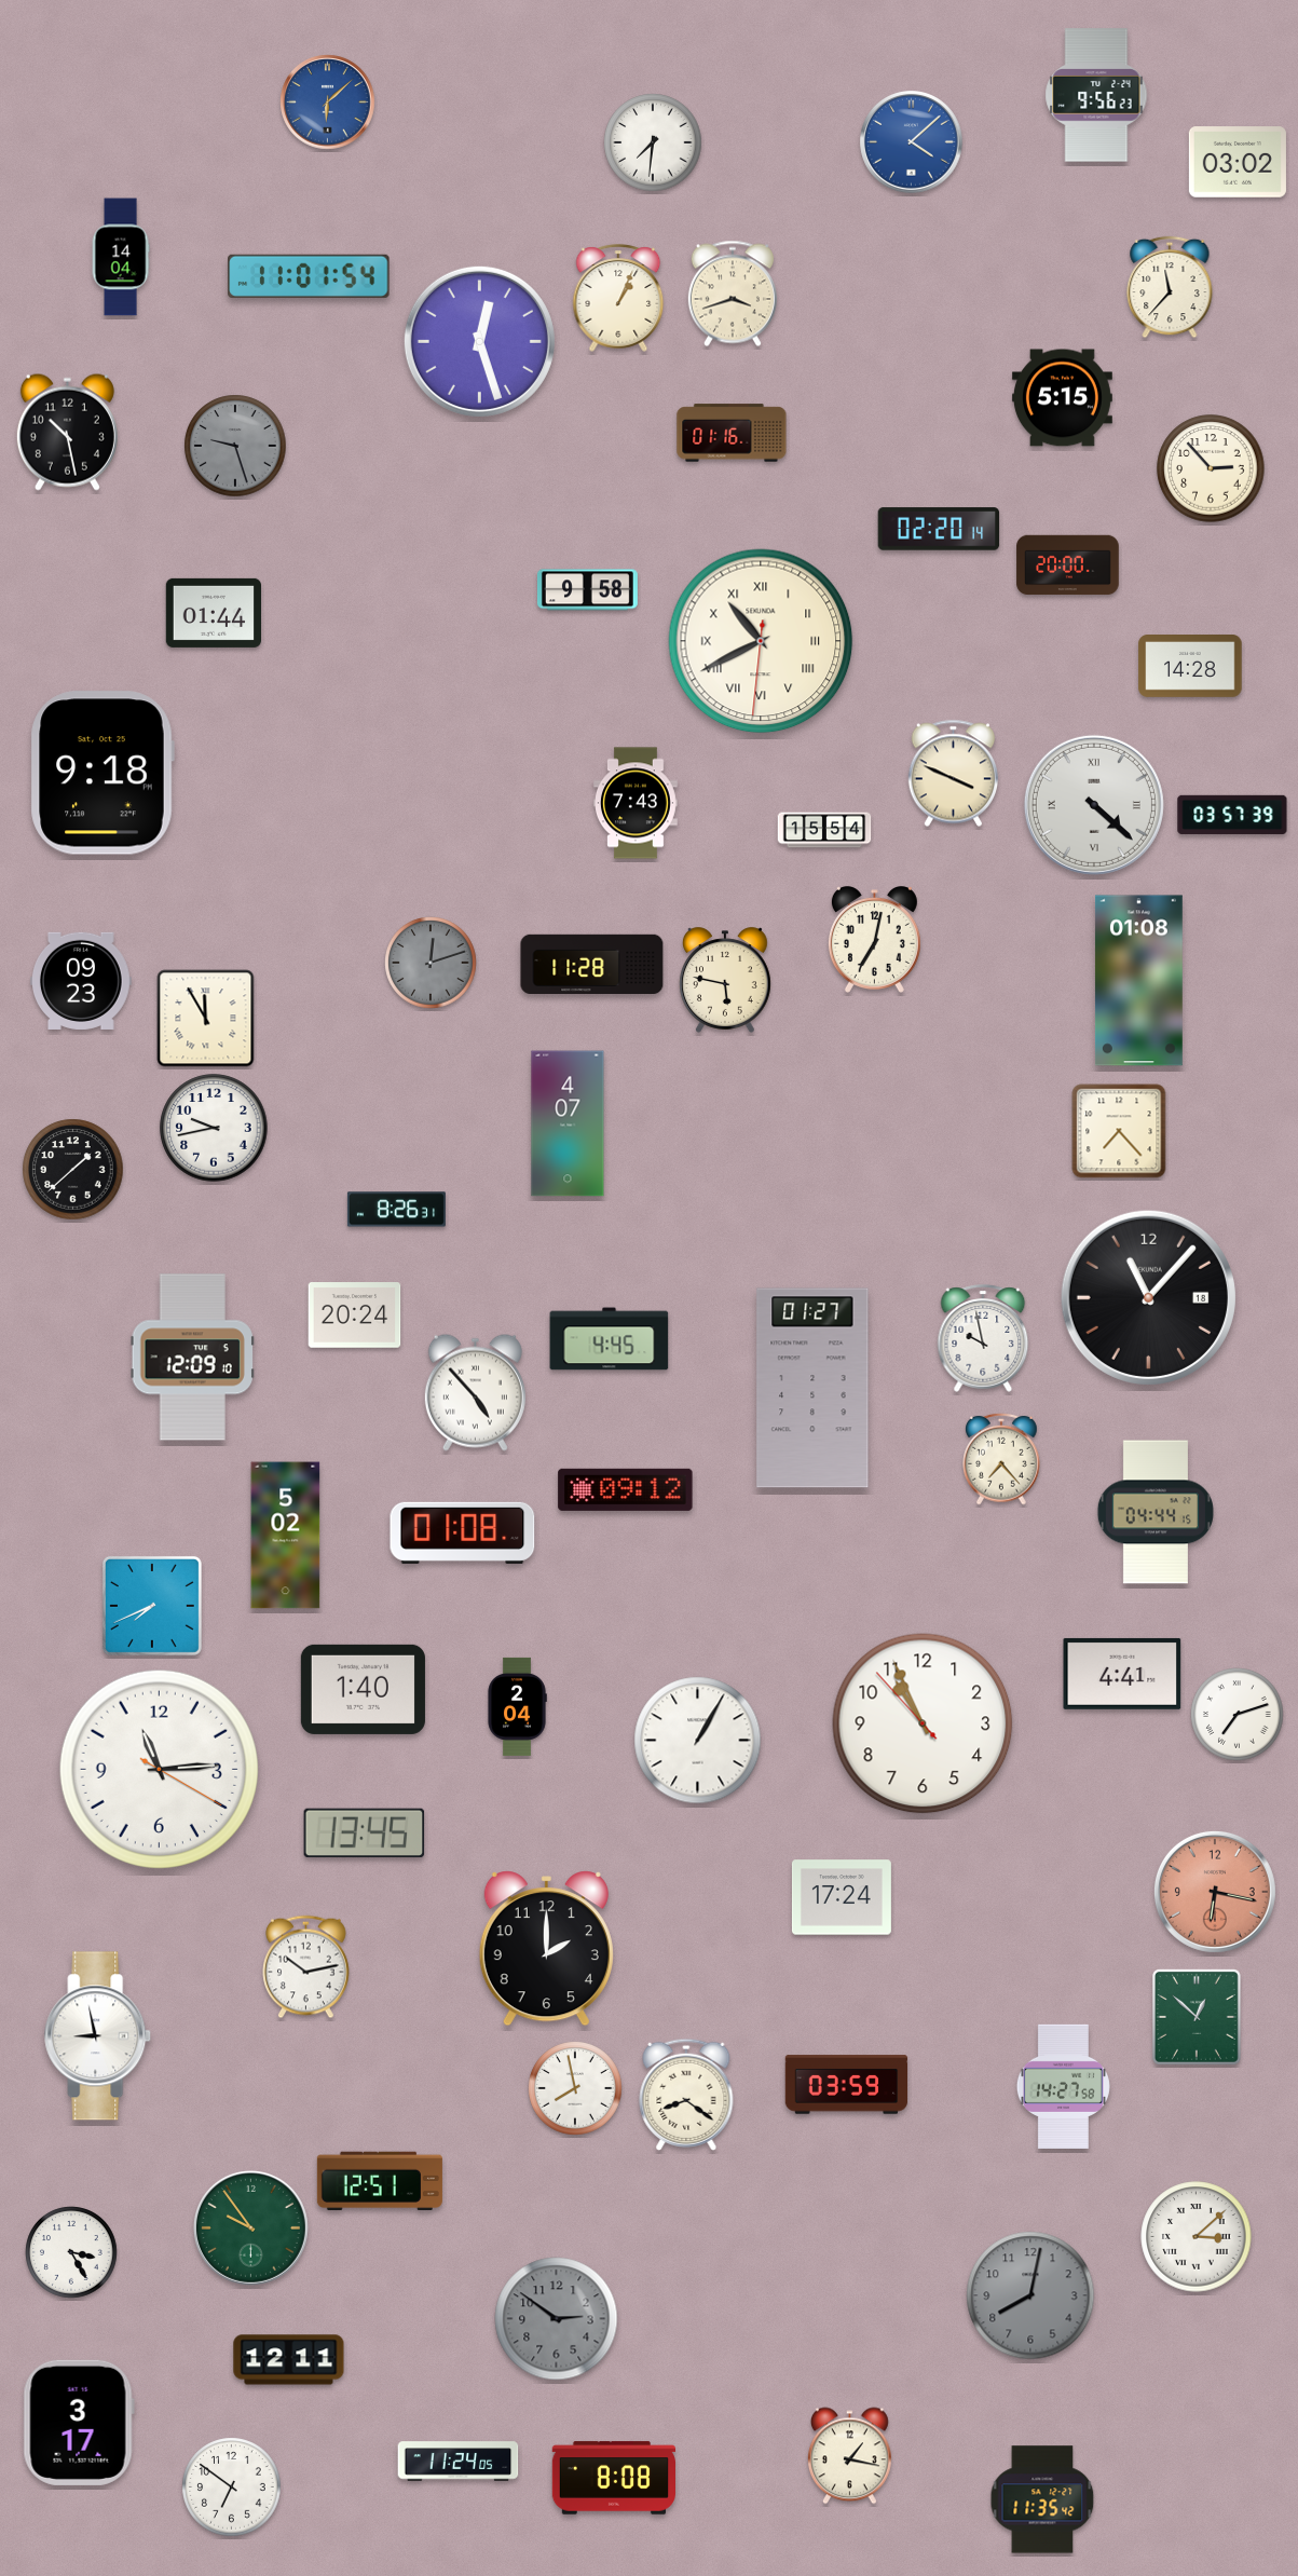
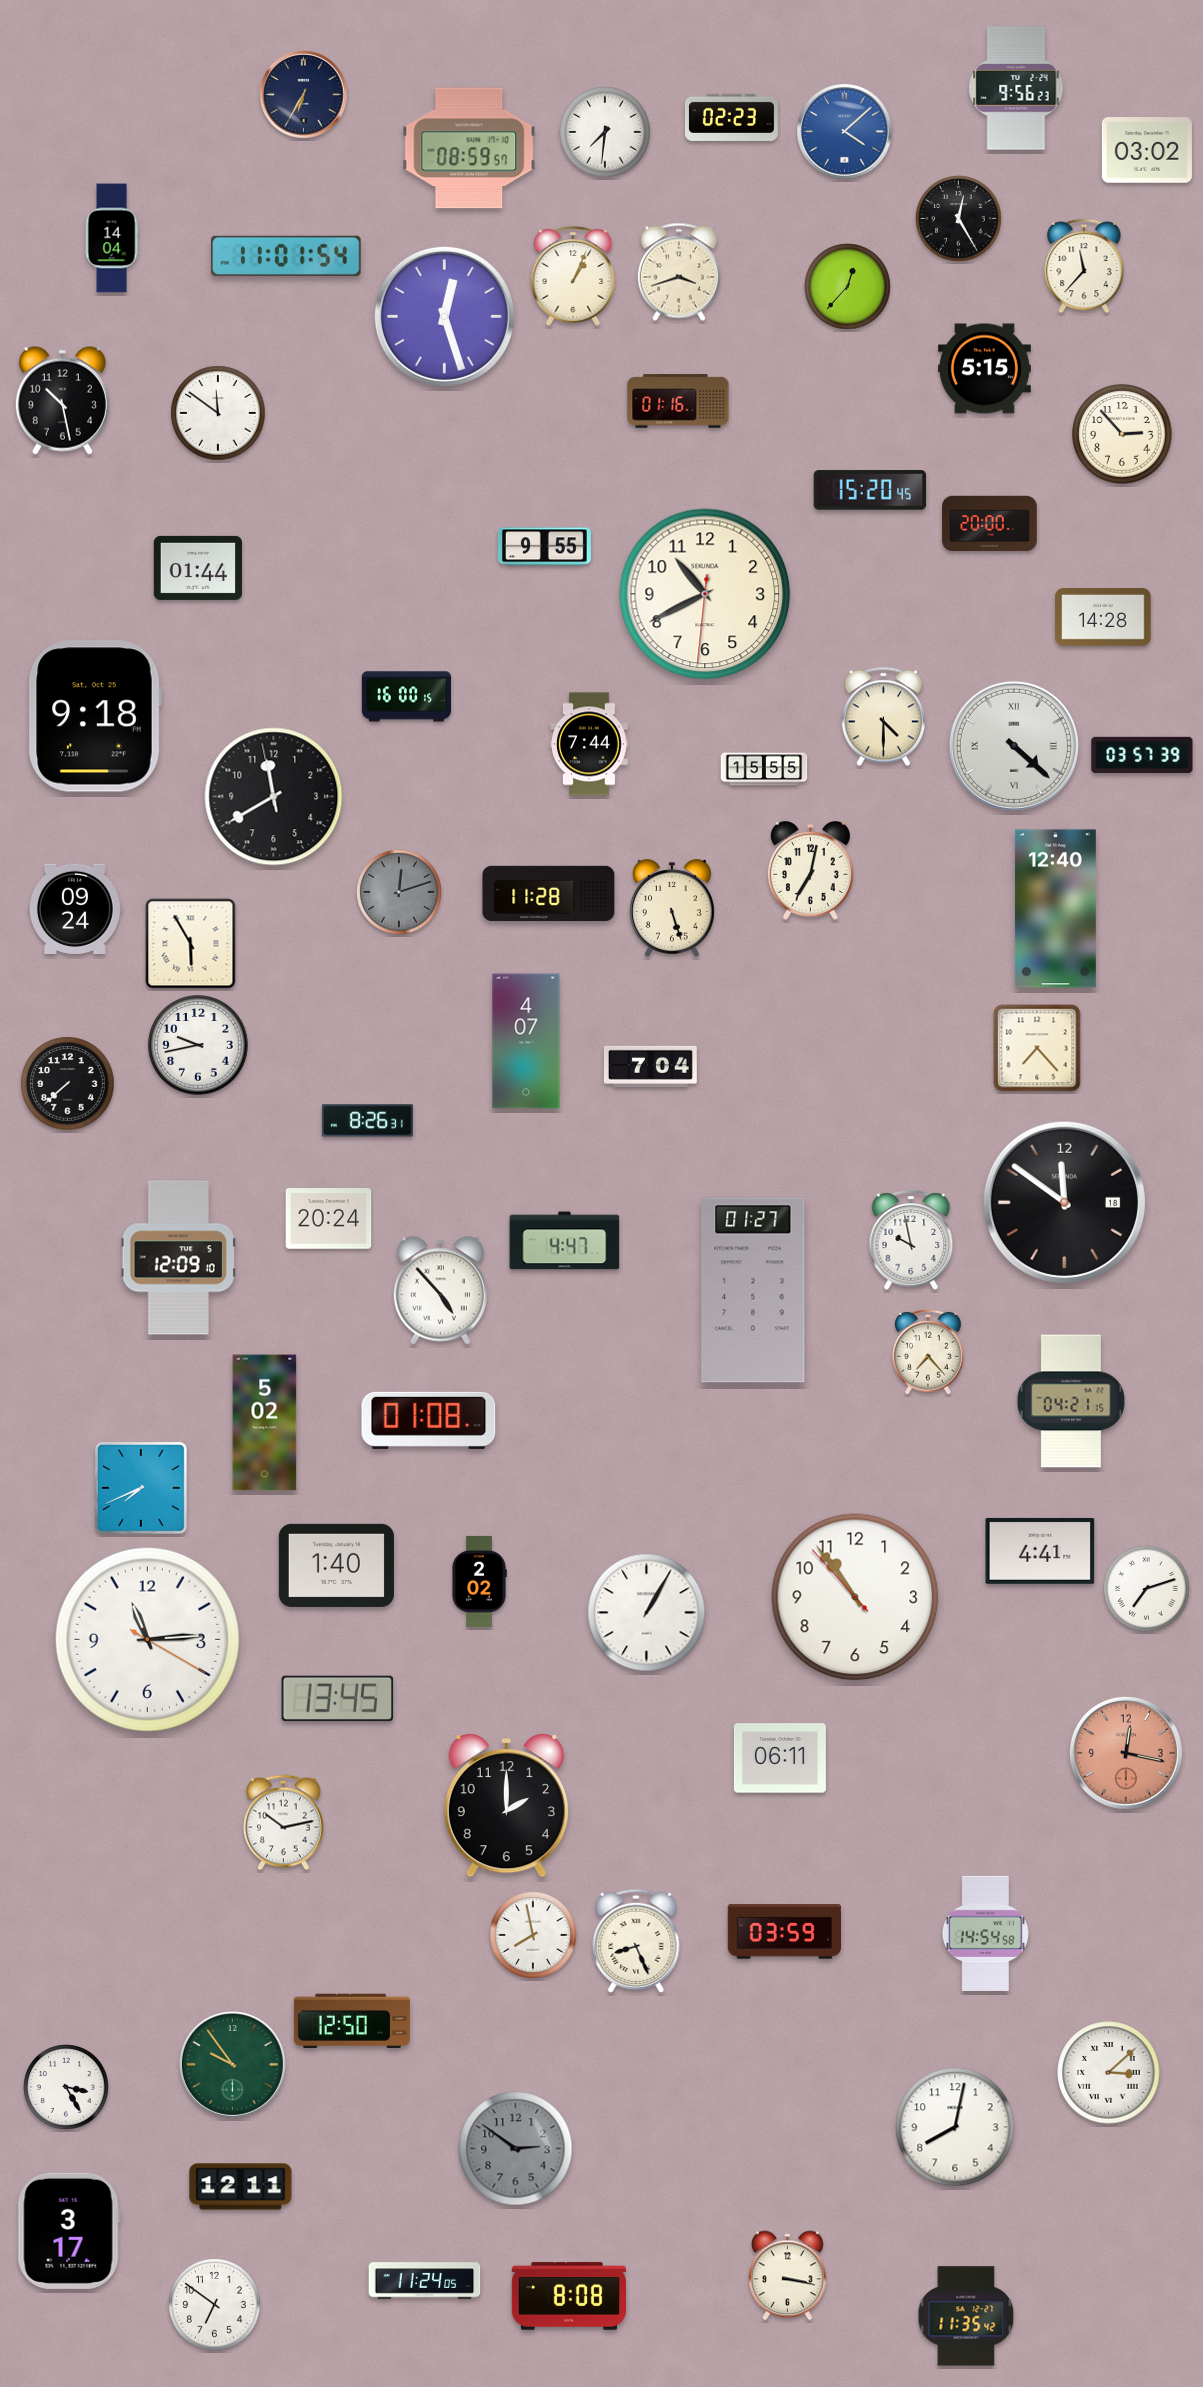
clock at (328, 103): 6:08 -> 6:35
clock at (328, 103) dial: blue -> navy
clock at (731, 117): none -> 02:23
clock at (469, 148): none -> 08:59
clock at (959, 219): none -> 12:25
clock at (848, 287): none -> 12:37
clock at (235, 446): 9:27 -> 11:51
clock at (235, 446) dial: grey -> white
clock at (939, 529): 02:20 -> 15:20
clock at (587, 590): 9:58 -> 9:55
clock at (761, 641) numerals: Roman -> Arabic
clock at (406, 697): none -> 16:00
clock at (953, 774): 3:49 -> 4:30
clock at (637, 803): 7:43 -> 7:44
clock at (824, 830): 15:54 -> 15:55
clock at (274, 797): none -> 11:39
clock at (725, 980): 5:47 -> 5:27
clock at (82, 981): 09:23 -> 09:24
clock at (1138, 981): 01:08 -> 12:40
clock at (206, 1019): 11:55 -> 5:55
clock at (650, 1066): none -> 7:04
clock at (73, 1170): 1:38 -> 7:38
clock at (1148, 1297): 11:07 -> 11:51
clock at (610, 1339): 4:45 -> 4:47
clock at (812, 1388) position: (812, 1388) -> (753, 1290)
clock at (626, 1489): 09:12 -> none
clock at (1156, 1512): 04:44 -> 04:21
clock at (517, 1706): 2:04 -> 2:02
clock at (923, 1723): 10:55 -> 10:53
clock at (1215, 1892): 6:17 -> 12:17
clock at (842, 1897): 17:24 -> 06:11
clock at (1197, 2017): 12:52 -> none
clock at (98, 2036): 8:58 -> none
clock at (1063, 2086): 14:27 -> 14:54
clock at (686, 2095): 8:21 -> 8:26
clock at (380, 2180): 12:51 -> 12:50
clock at (1030, 2295) dial: grey -> white
clock at (289, 2360) position: (289, 2360) -> (241, 2187)
clock at (79, 2423) position: (79, 2423) -> (69, 2231)
clock at (849, 2456): 1:17 -> 3:17
